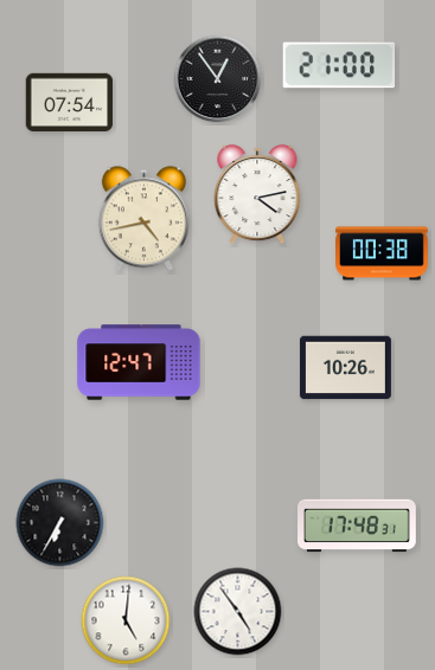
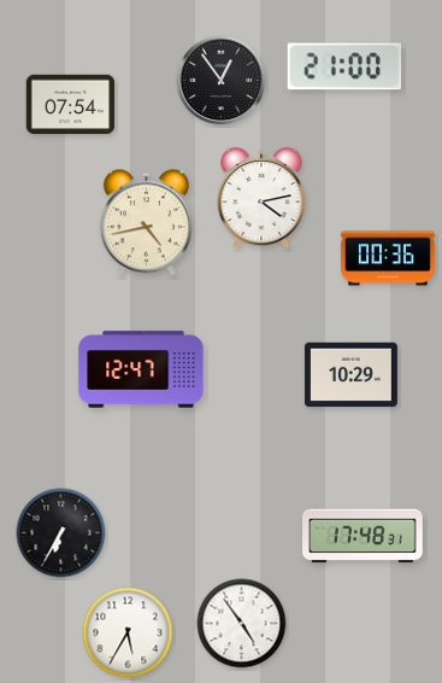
clock at (383, 253): 00:38 -> 00:36
clock at (345, 368): 10:26 -> 10:29
clock at (126, 620): 5:01 -> 5:35
